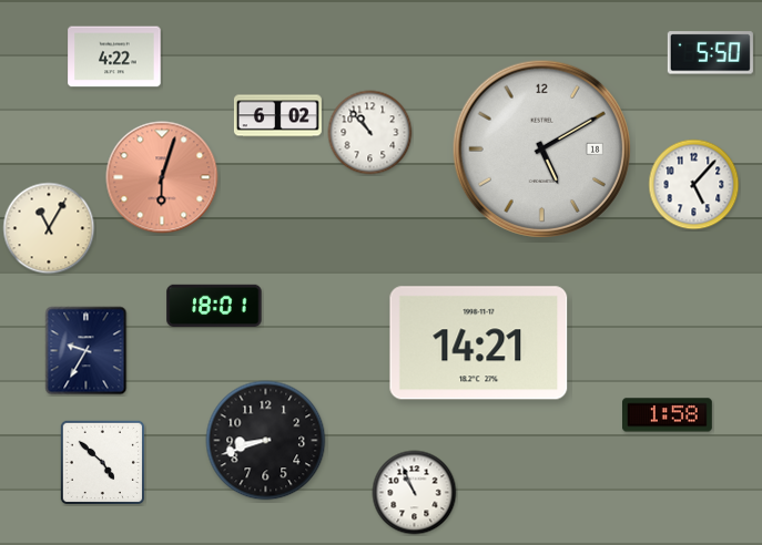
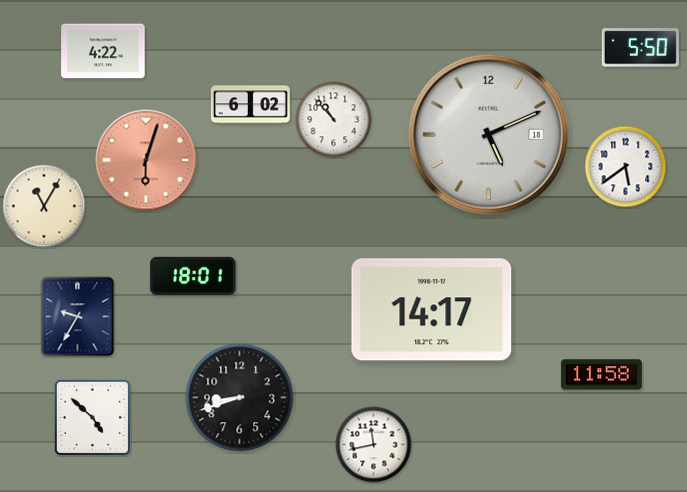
clock at (541, 148): 5:10 -> 5:11
clock at (694, 185): 5:07 -> 5:39
clock at (479, 343): 14:21 -> 14:17
clock at (668, 415): 1:58 -> 11:58
clock at (415, 493): 10:56 -> 11:43
